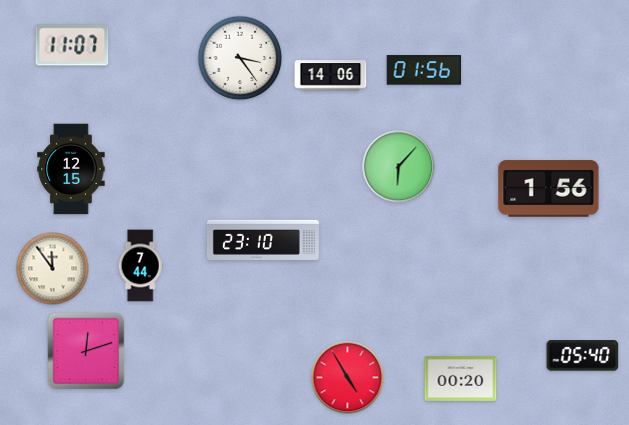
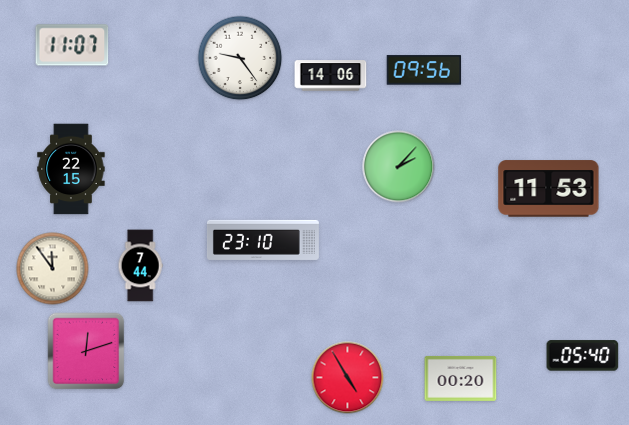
clock at (240, 58): 3:24 -> 9:24
clock at (424, 70): 01:56 -> 09:56
clock at (399, 167): 6:07 -> 2:07
clock at (71, 169): 12:15 -> 22:15
clock at (549, 189): 1:56 -> 11:53
